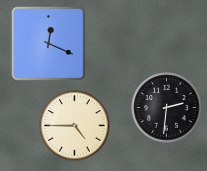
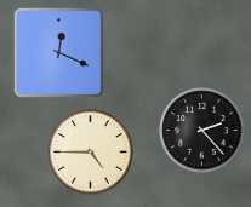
clock at (167, 108): 2:31 -> 2:23
